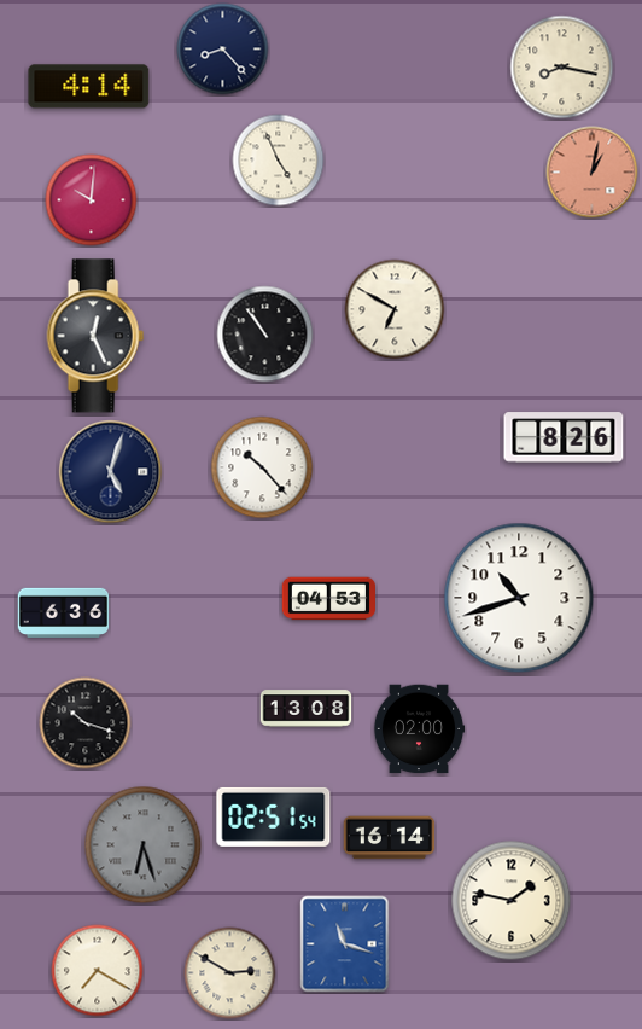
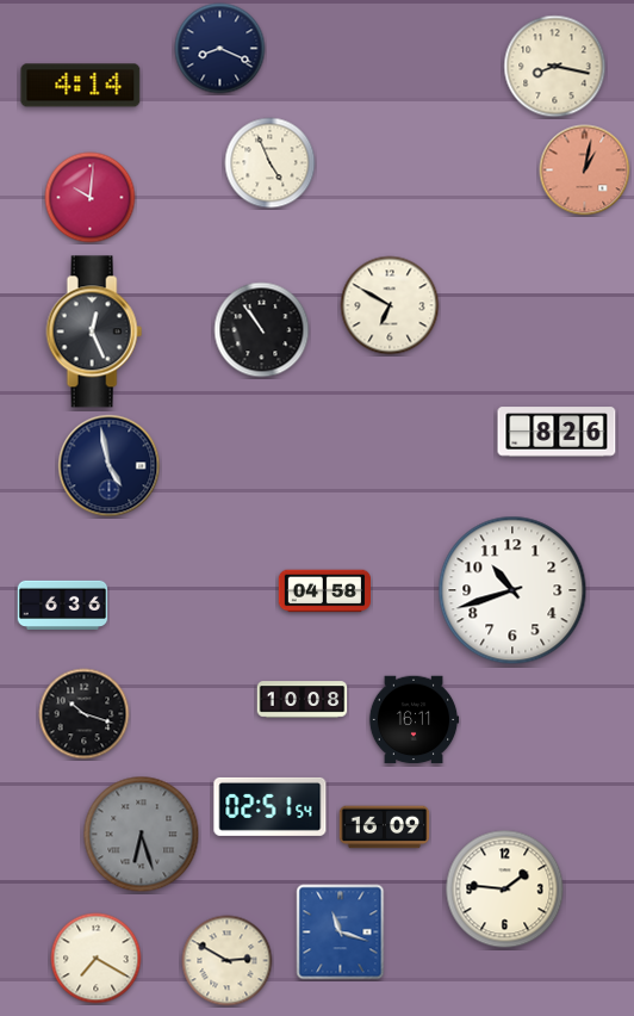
clock at (223, 50): 8:23 -> 8:19
clock at (89, 87) position: (89, 87) -> (81, 86)
clock at (279, 161) position: (279, 161) -> (271, 163)
clock at (262, 467): 10:23 -> none
clock at (111, 472): 5:03 -> 4:58
clock at (328, 599): 04:53 -> 04:58
clock at (307, 709): 13:08 -> 10:08
clock at (419, 729): 02:00 -> 16:11
clock at (390, 838): 16:14 -> 16:09
clock at (512, 901): 1:47 -> 1:46
